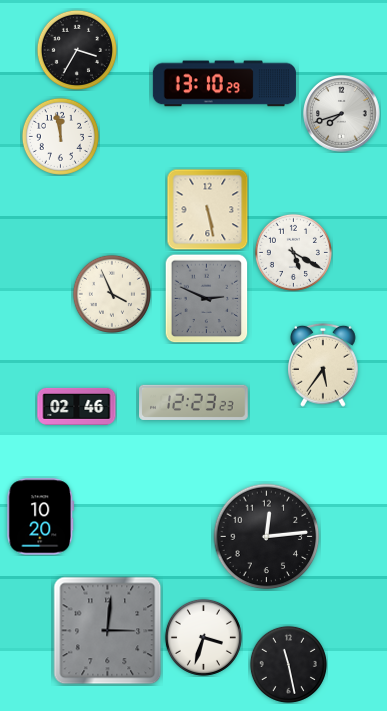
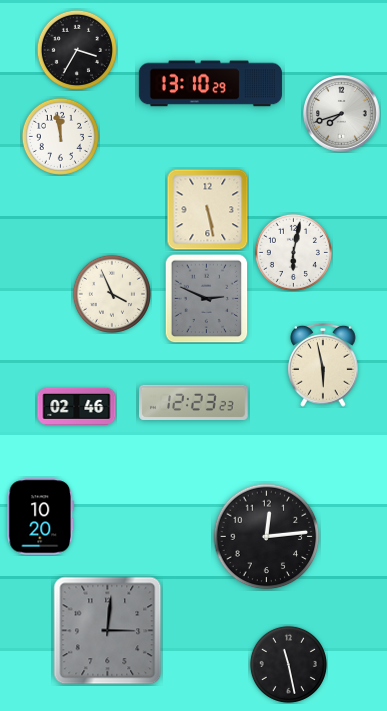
clock at (224, 84) position: (224, 84) -> (210, 84)
clock at (293, 252): 5:20 -> 6:02
clock at (324, 365): 5:36 -> 5:58
clock at (203, 637): 3:33 -> none
